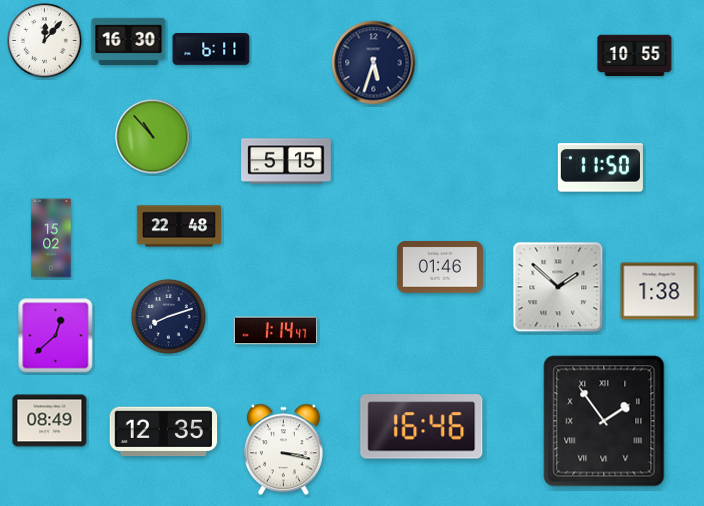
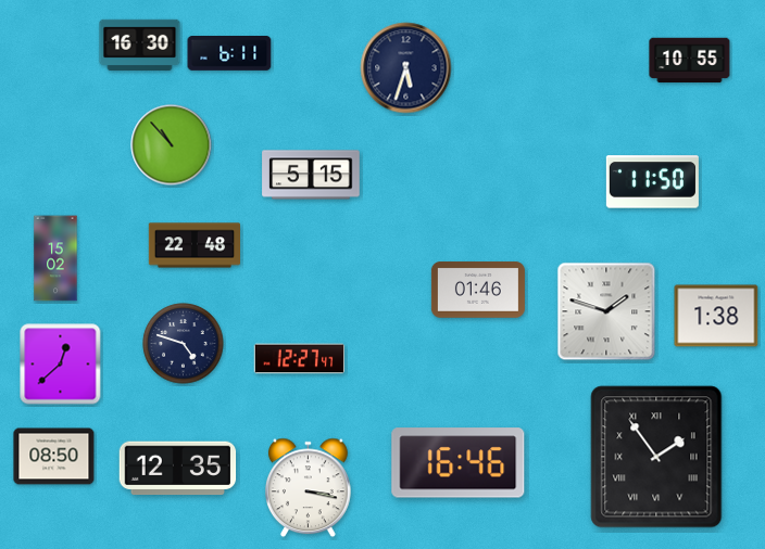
clock at (45, 41): 12:07 -> none
clock at (153, 137) position: (153, 137) -> (172, 145)
clock at (558, 287): 1:52 -> 1:48
clock at (169, 317): 8:12 -> 4:48
clock at (276, 331): 1:14 -> 12:27
clock at (50, 421): 08:49 -> 08:50
